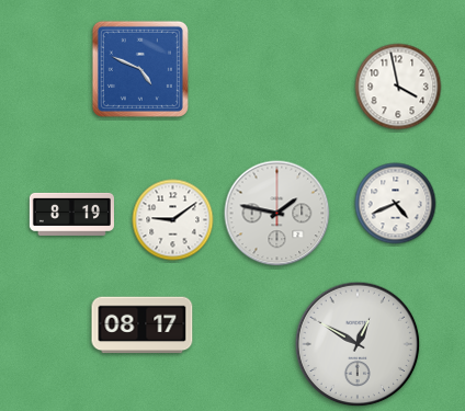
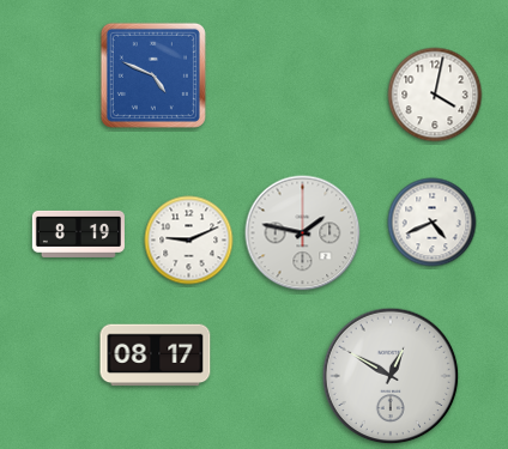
clock at (398, 87): 3:58 -> 4:02
clock at (173, 220): 9:09 -> 9:11
